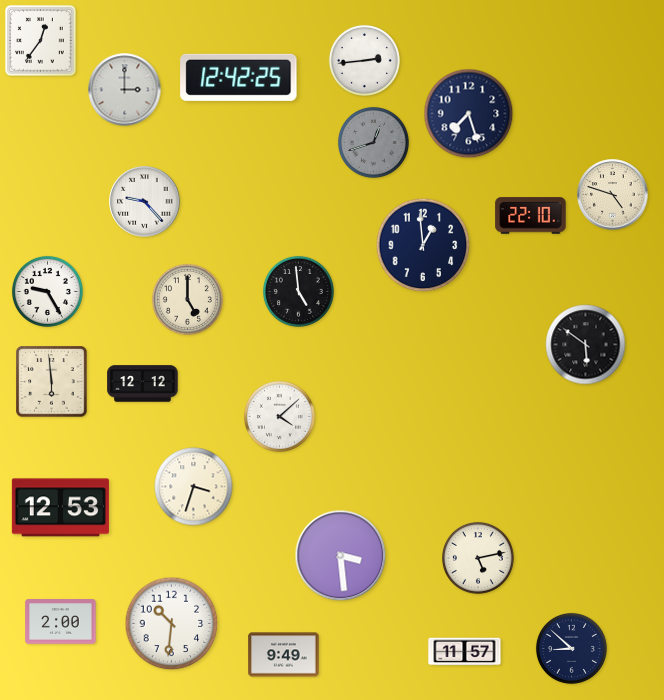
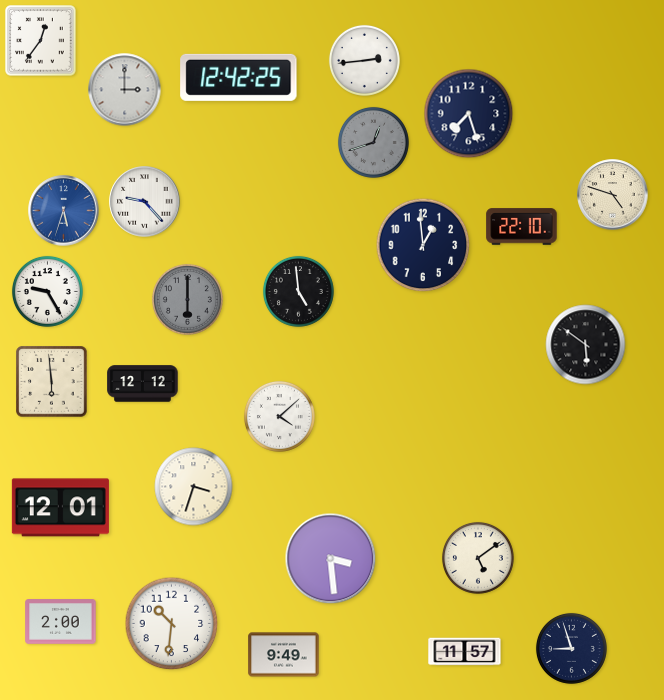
clock at (64, 211): none -> 5:33
clock at (531, 216) position: (531, 216) -> (522, 227)
clock at (187, 299): 5:00 -> 6:00
clock at (187, 299) dial: cream -> grey
clock at (60, 508): 12:53 -> 12:01
clock at (341, 556) position: (341, 556) -> (331, 559)
clock at (478, 558): 5:13 -> 5:09
clock at (571, 648): 8:52 -> 8:57
